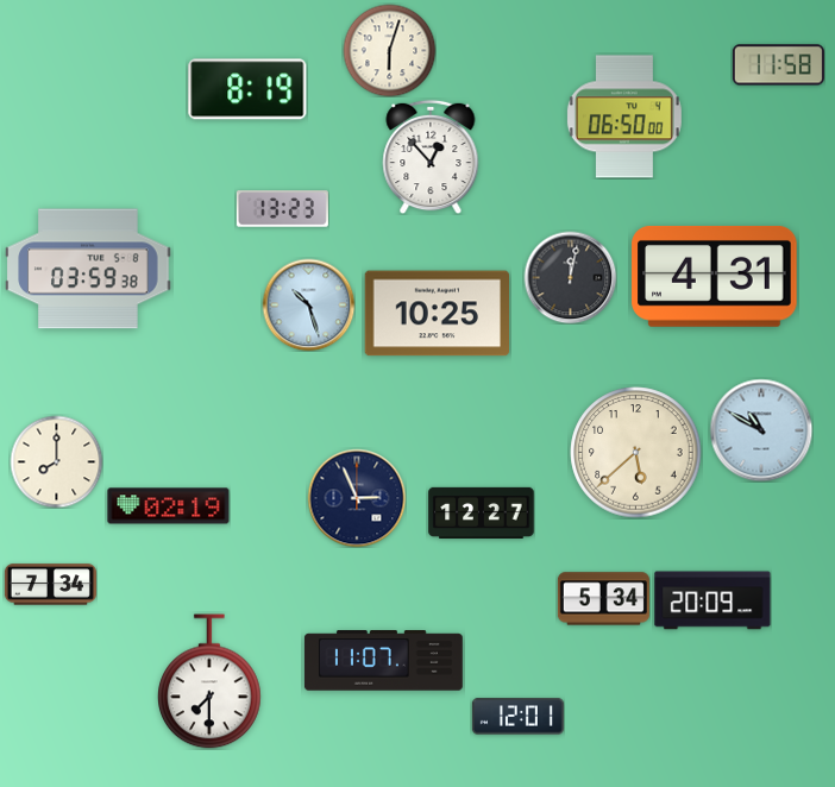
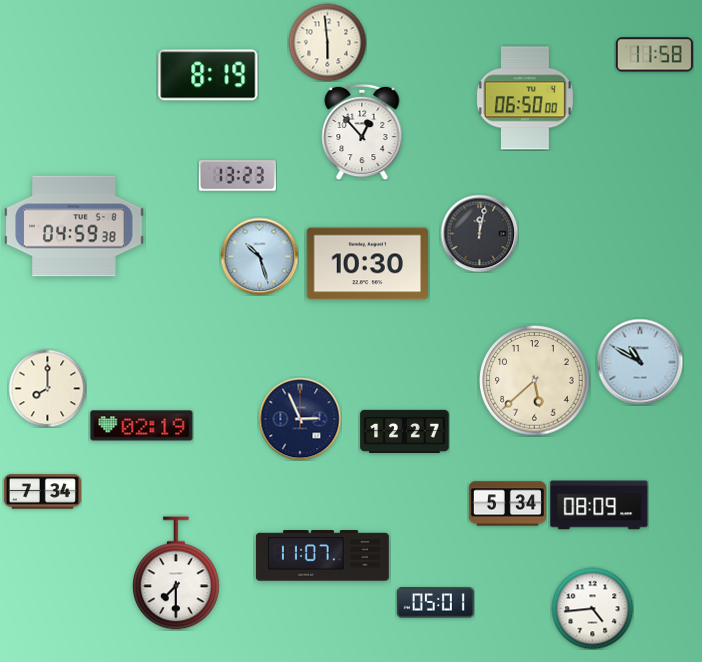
clock at (389, 50): 6:03 -> 5:59
clock at (88, 269): 03:59 -> 04:59
clock at (715, 277): 4:31 -> none
clock at (438, 314): 10:25 -> 10:30
clock at (712, 600): 20:09 -> 08:09
clock at (517, 717): 12:01 -> 05:01
clock at (592, 608): none -> 4:44
